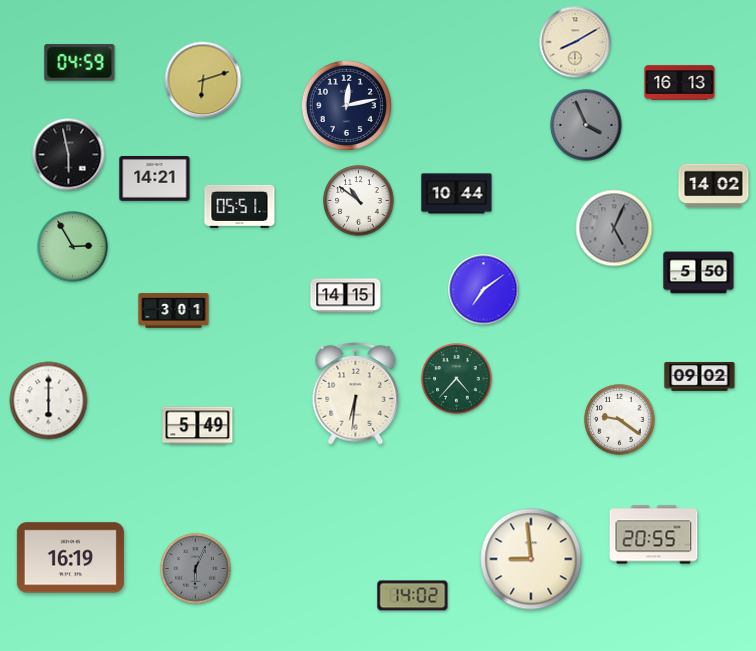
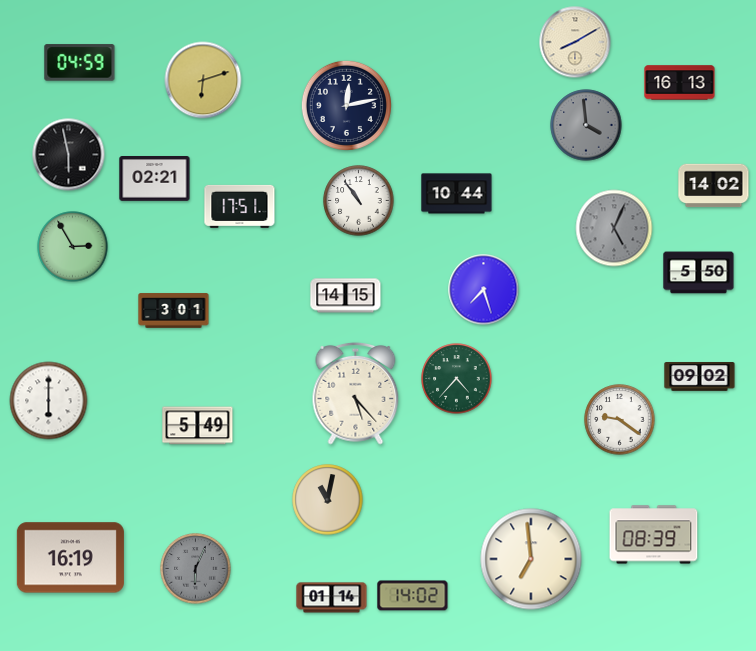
clock at (586, 125): 3:56 -> 3:59
clock at (155, 179): 14:21 -> 02:21
clock at (359, 201): 10:51 -> 10:54
clock at (240, 206): 05:51 -> 17:51
clock at (484, 290): 7:09 -> 7:27
clock at (356, 393): 6:31 -> 5:23
clock at (328, 500): none -> 11:02
clock at (654, 535): 20:55 -> 08:39
clock at (531, 559): 8:59 -> 6:59
clock at (332, 598): none -> 01:14
